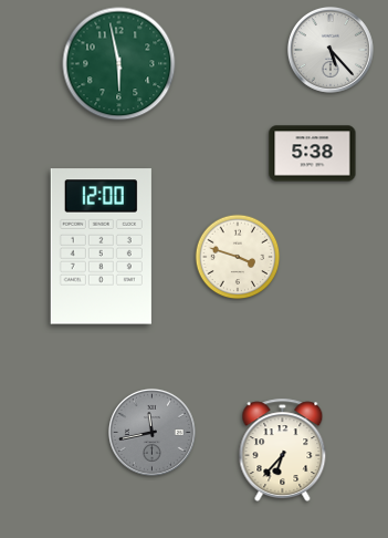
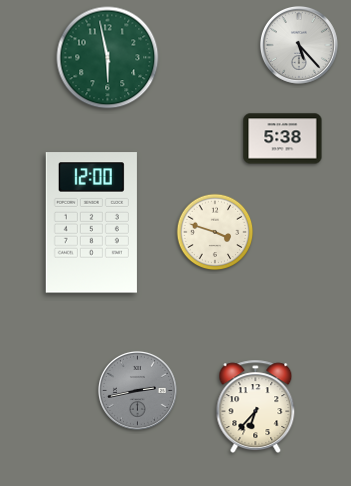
clock at (151, 432): 11:43 -> 2:43
